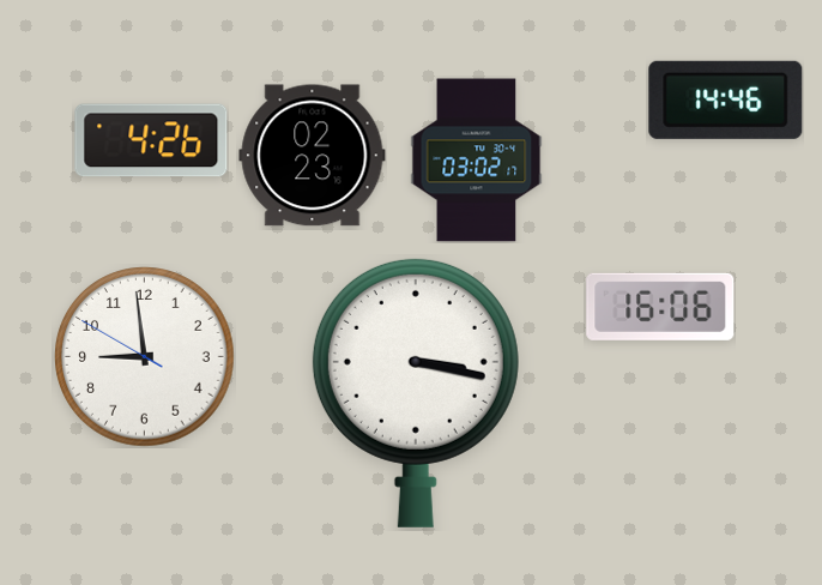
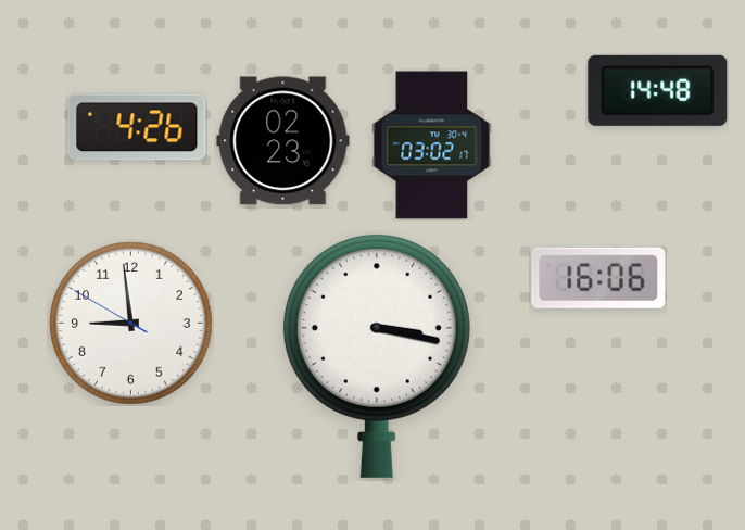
clock at (726, 99): 14:46 -> 14:48
